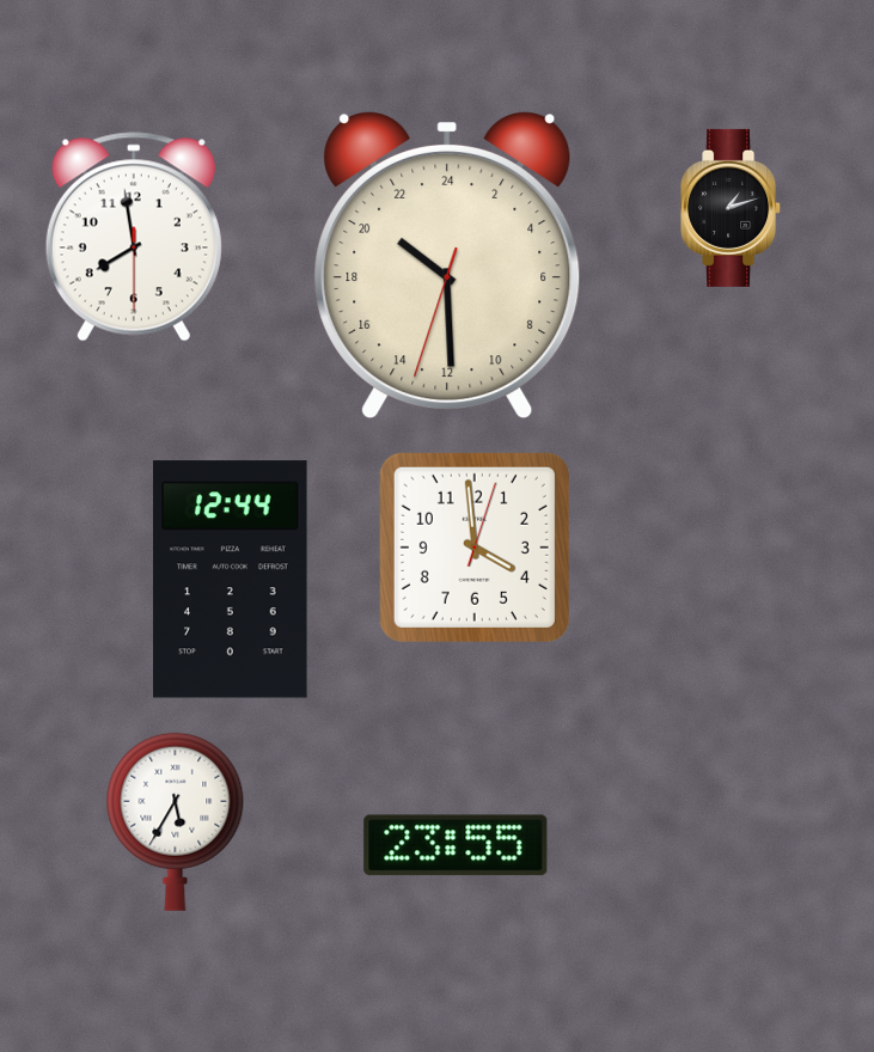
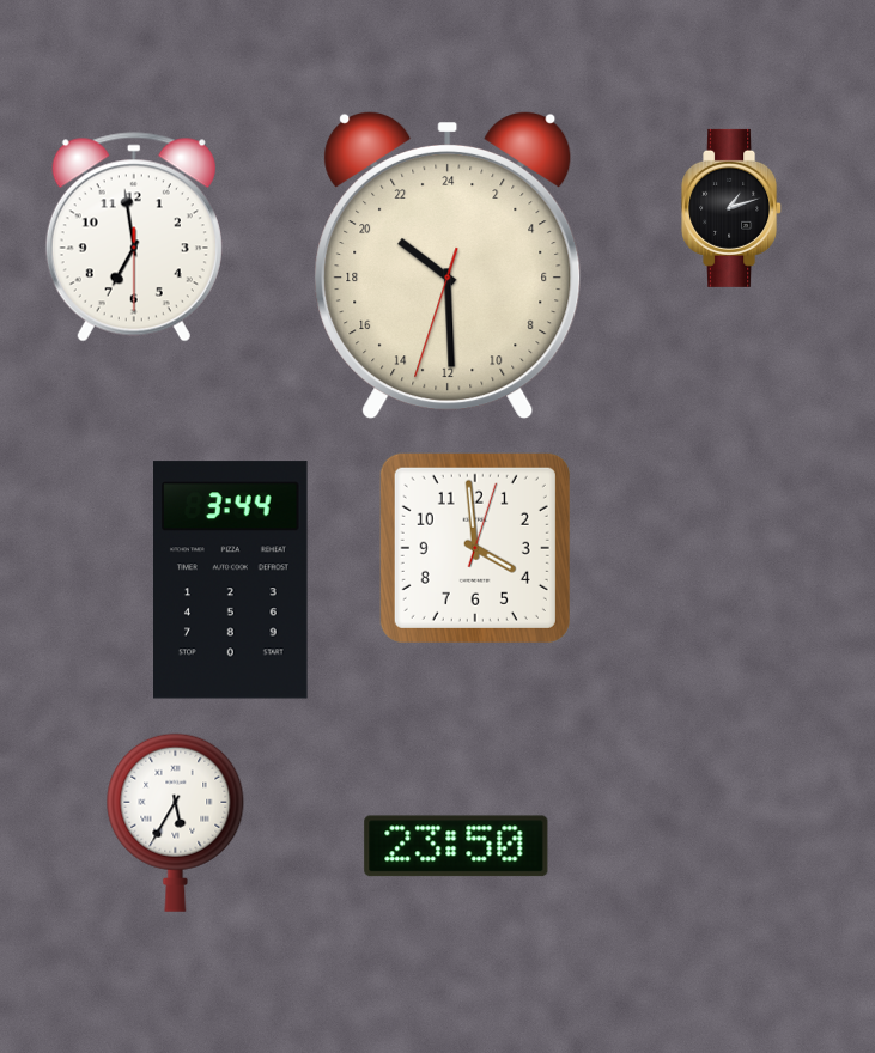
clock at (134, 237): 7:58 -> 6:58
clock at (231, 580): 12:44 -> 3:44
clock at (456, 845): 23:55 -> 23:50
